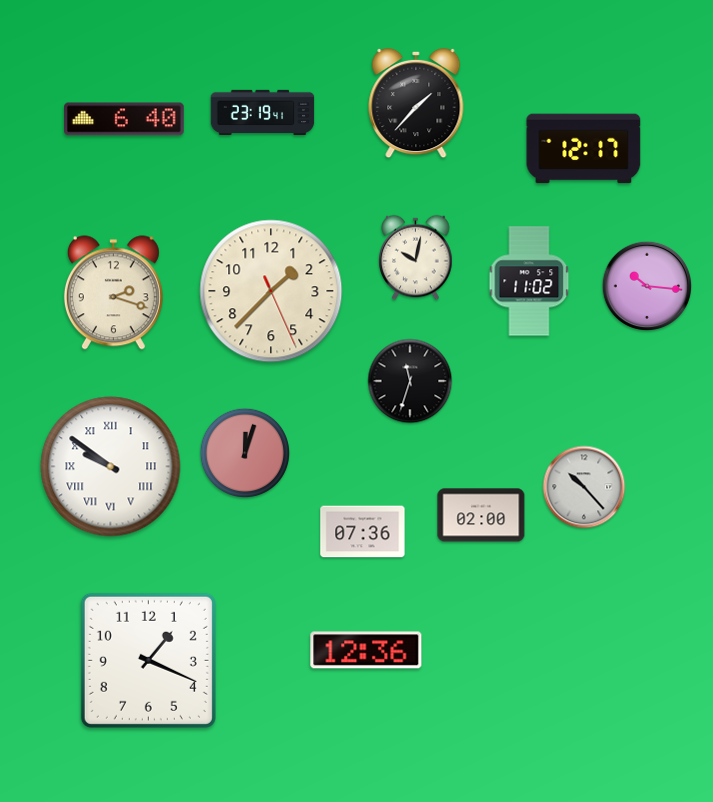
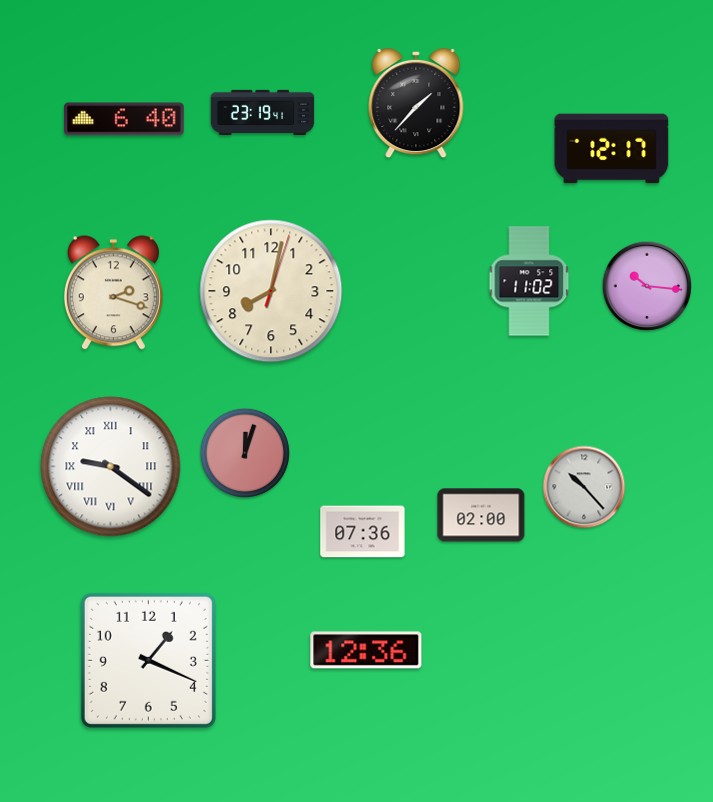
clock at (584, 149) position: (584, 149) -> (612, 149)
clock at (416, 258): 10:02 -> none
clock at (271, 291): 1:37 -> 8:02
clock at (410, 381): 11:33 -> none
clock at (111, 467): 9:51 -> 9:21
